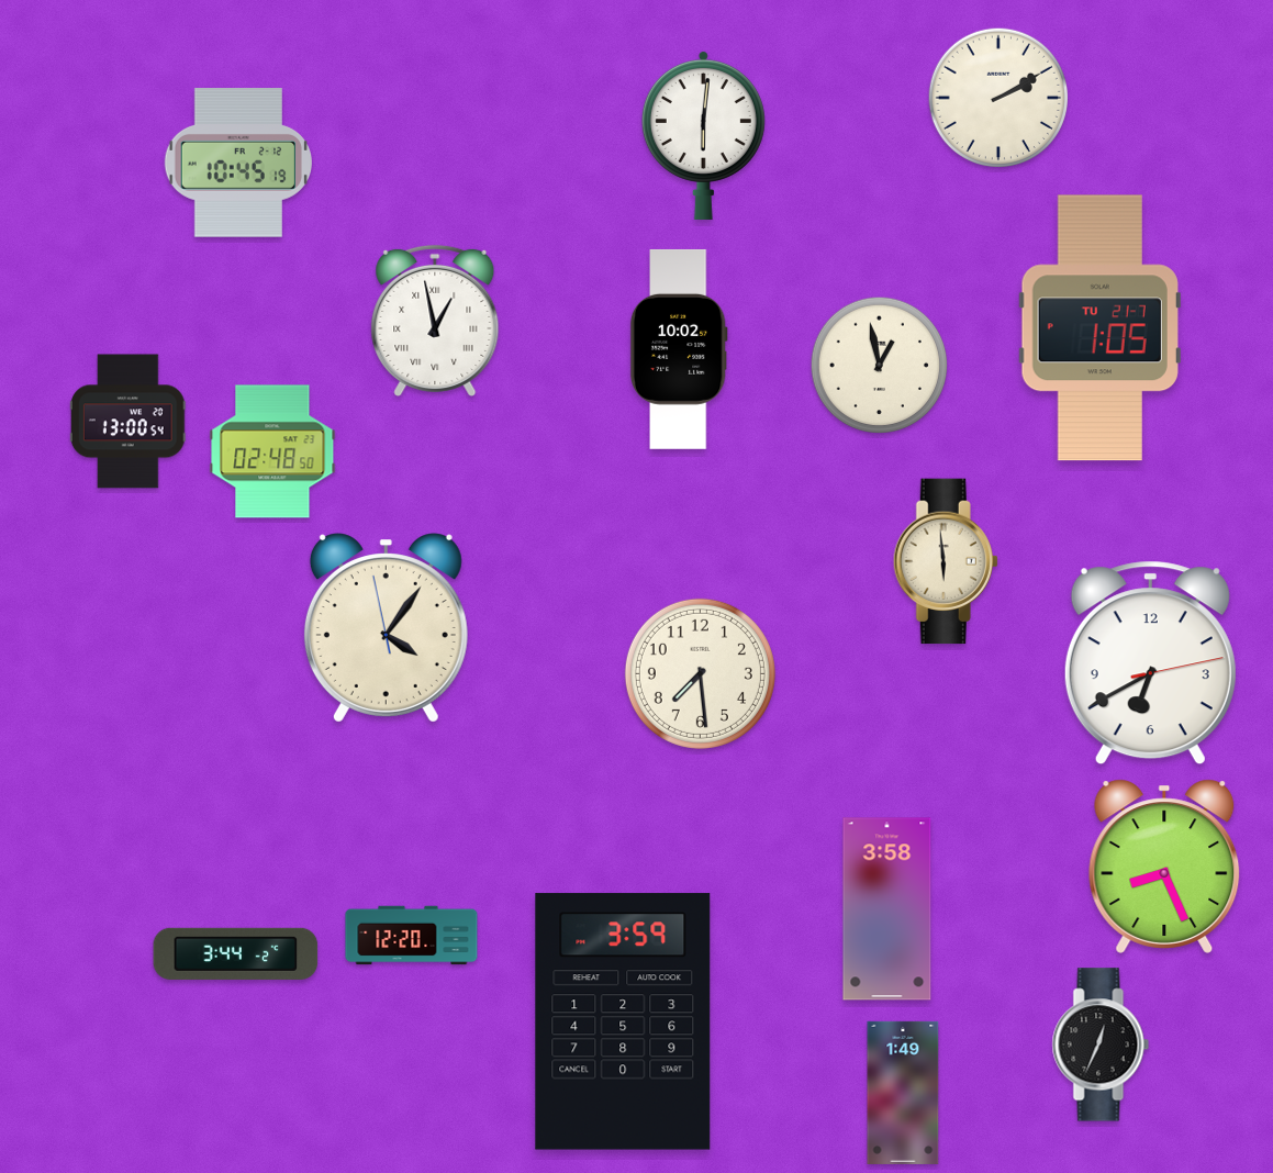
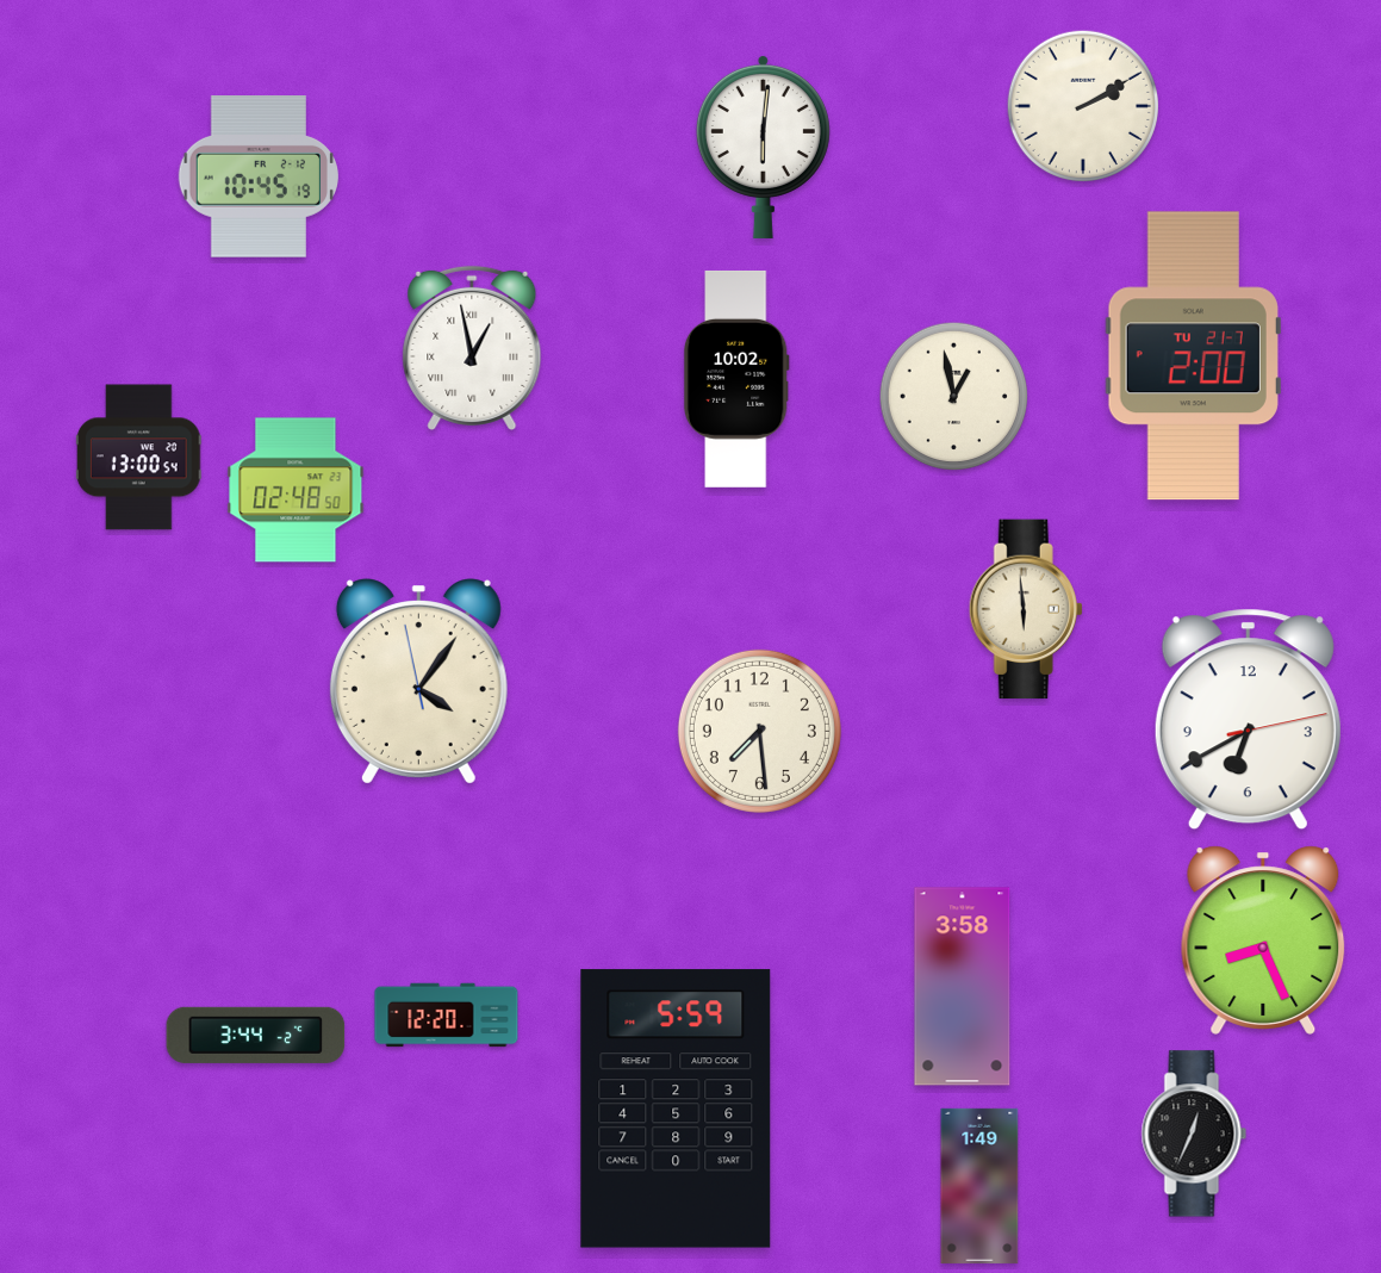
clock at (1099, 328): 1:05 -> 2:00
clock at (623, 1021): 3:59 -> 5:59
